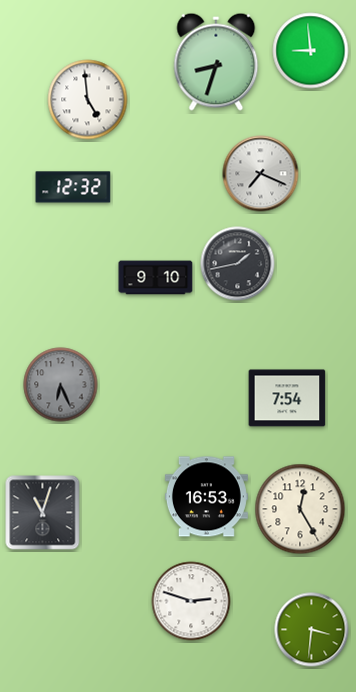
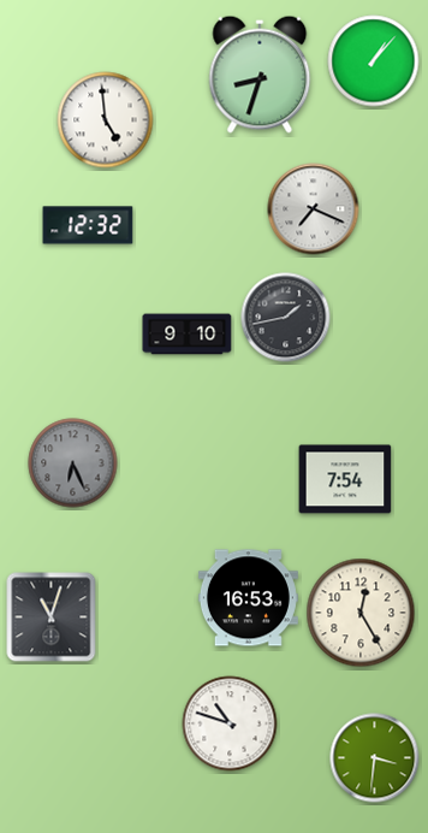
clock at (311, 51): 8:59 -> 1:07
clock at (191, 601): 2:48 -> 10:48
